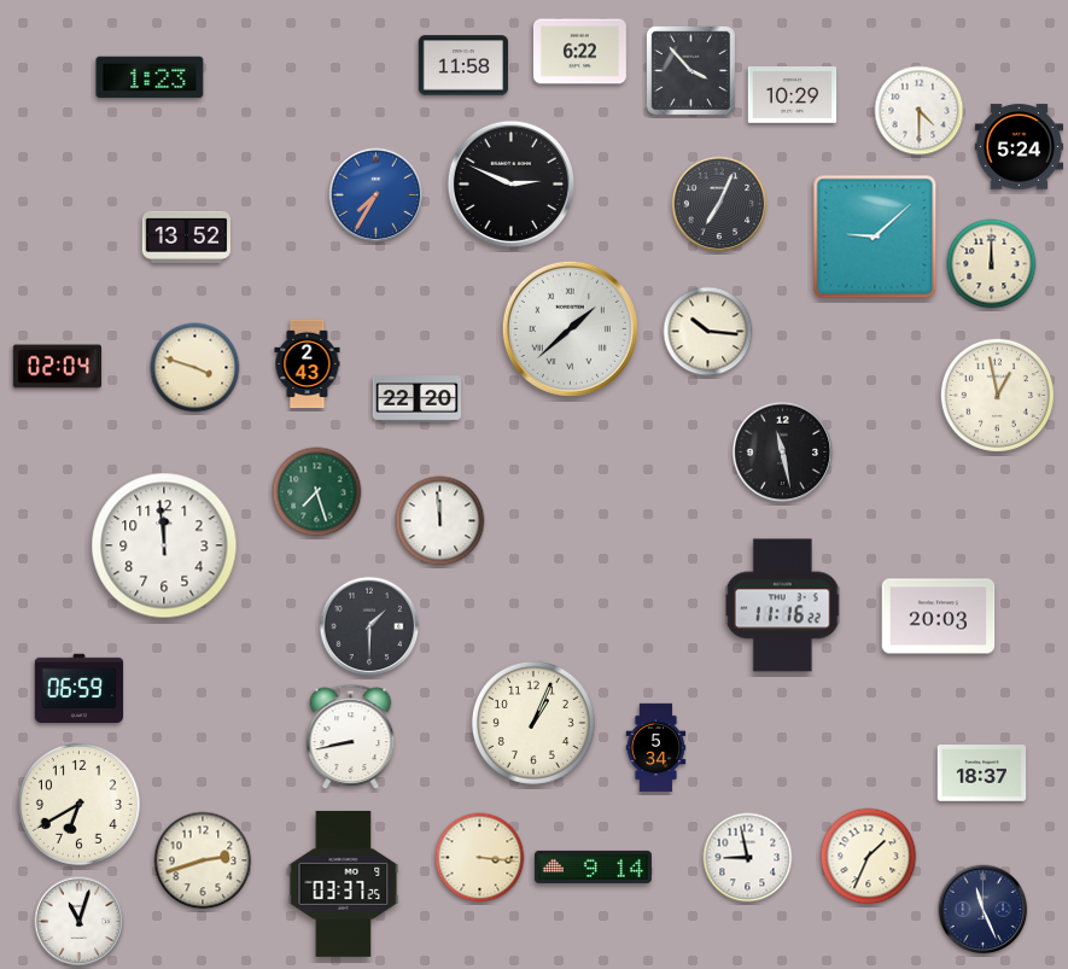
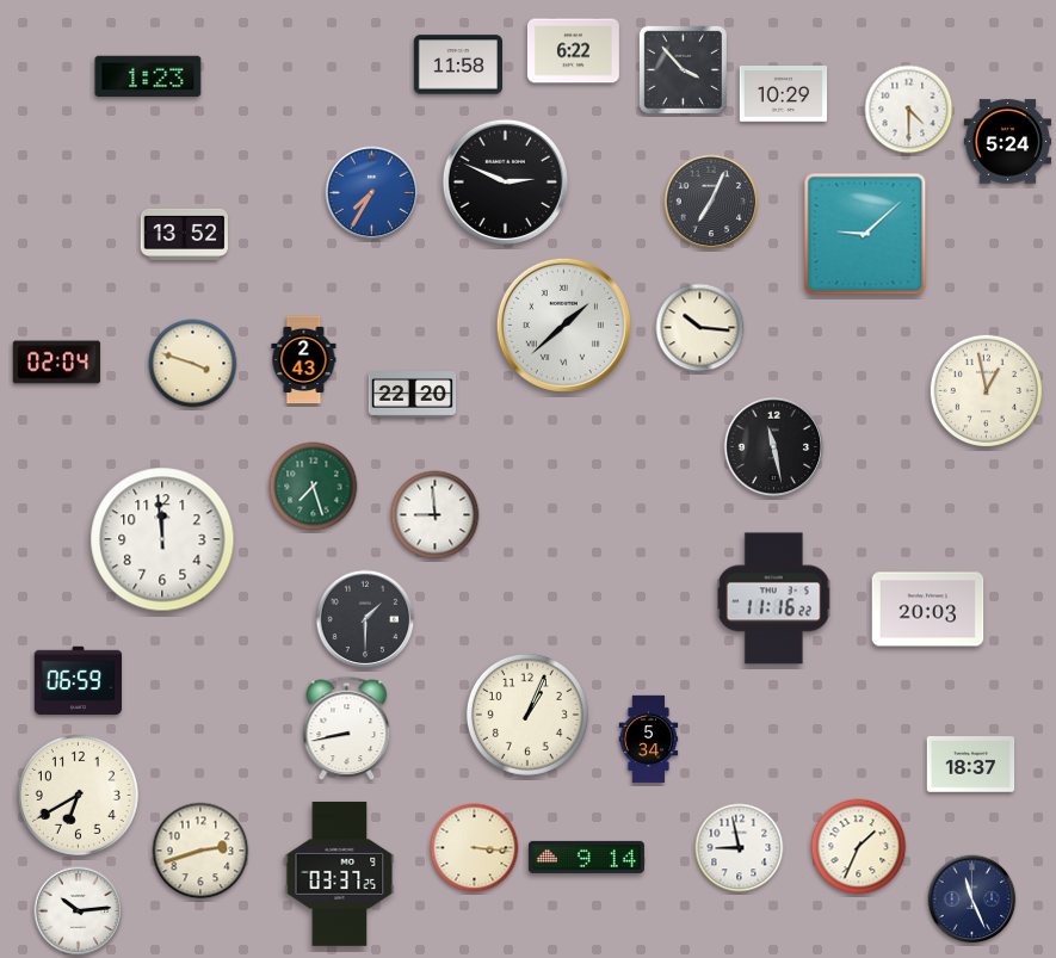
clock at (1020, 147) position: (1020, 147) -> (1008, 142)
clock at (992, 264): 12:00 -> none
clock at (440, 521): 11:59 -> 8:59
clock at (80, 922): 11:03 -> 10:14
